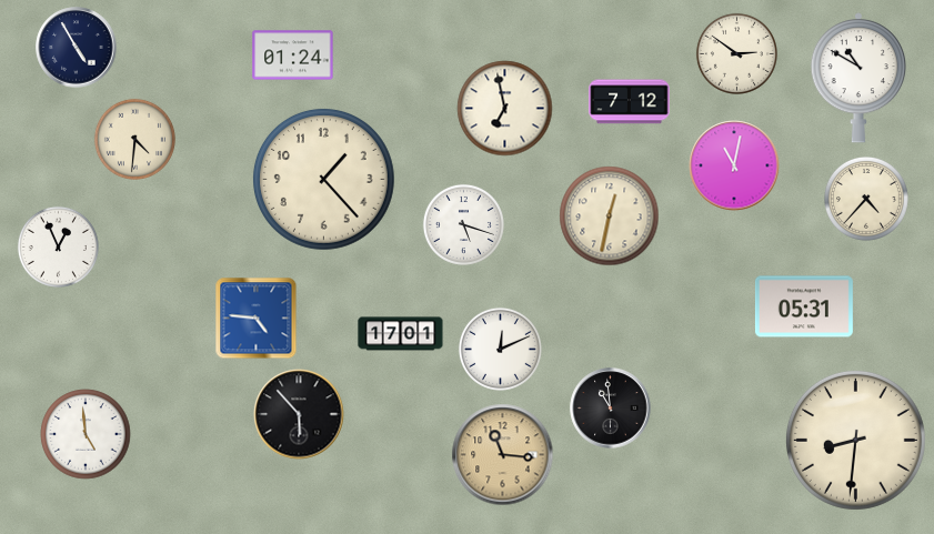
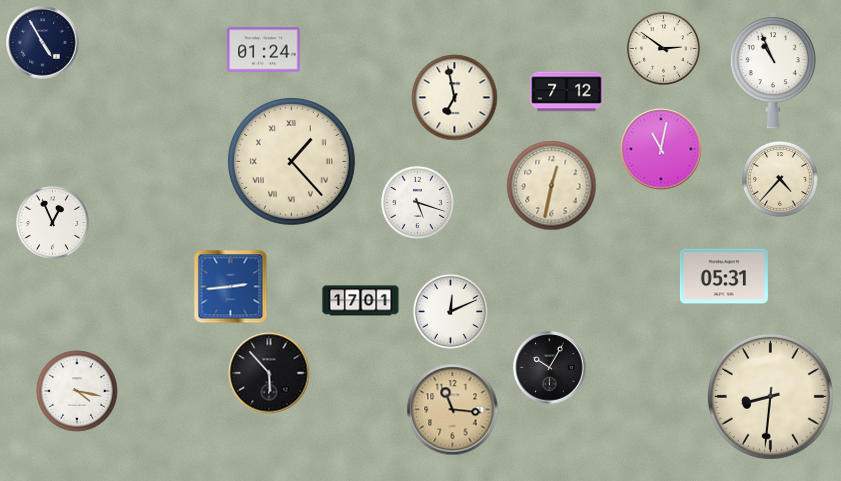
clock at (77, 48) position: (77, 48) -> (43, 43)
clock at (857, 78): 10:50 -> 10:56
clock at (134, 139): 4:31 -> none
clock at (323, 179) numerals: Arabic -> Roman
clock at (610, 216) position: (610, 216) -> (552, 186)
clock at (257, 319): 4:46 -> 2:44
clock at (500, 349) position: (500, 349) -> (450, 311)
clock at (611, 409): 10:59 -> 10:05
clock at (86, 434): 4:59 -> 4:17
